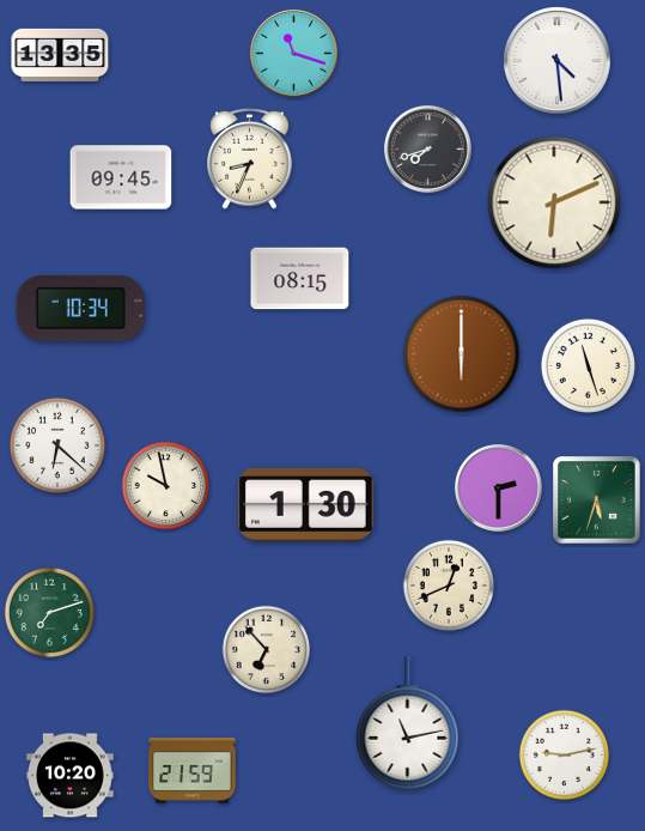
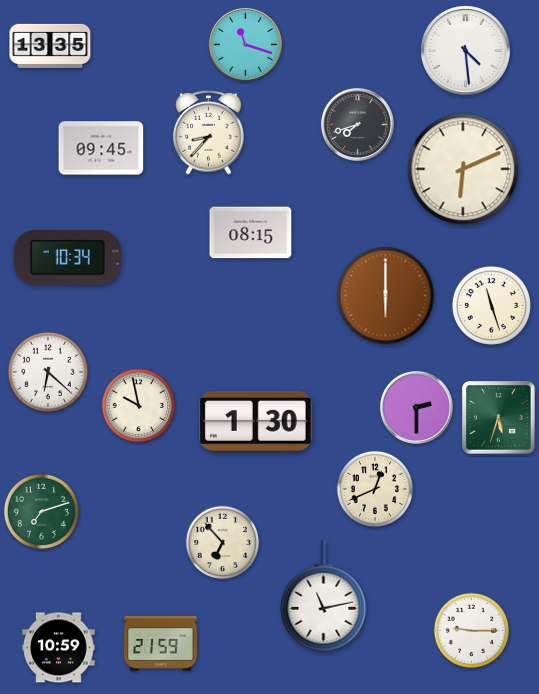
clock at (250, 159): 8:34 -> 8:37
clock at (408, 723) position: (408, 723) -> (324, 596)
clock at (564, 754): 9:13 -> 9:15
clock at (71, 776): 10:20 -> 10:59
